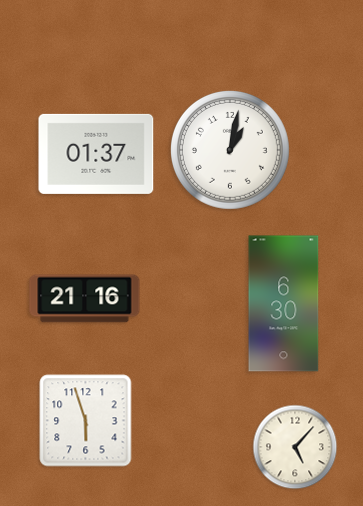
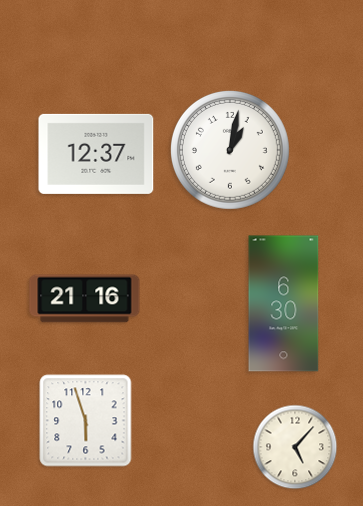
clock at (96, 154): 01:37 -> 12:37
